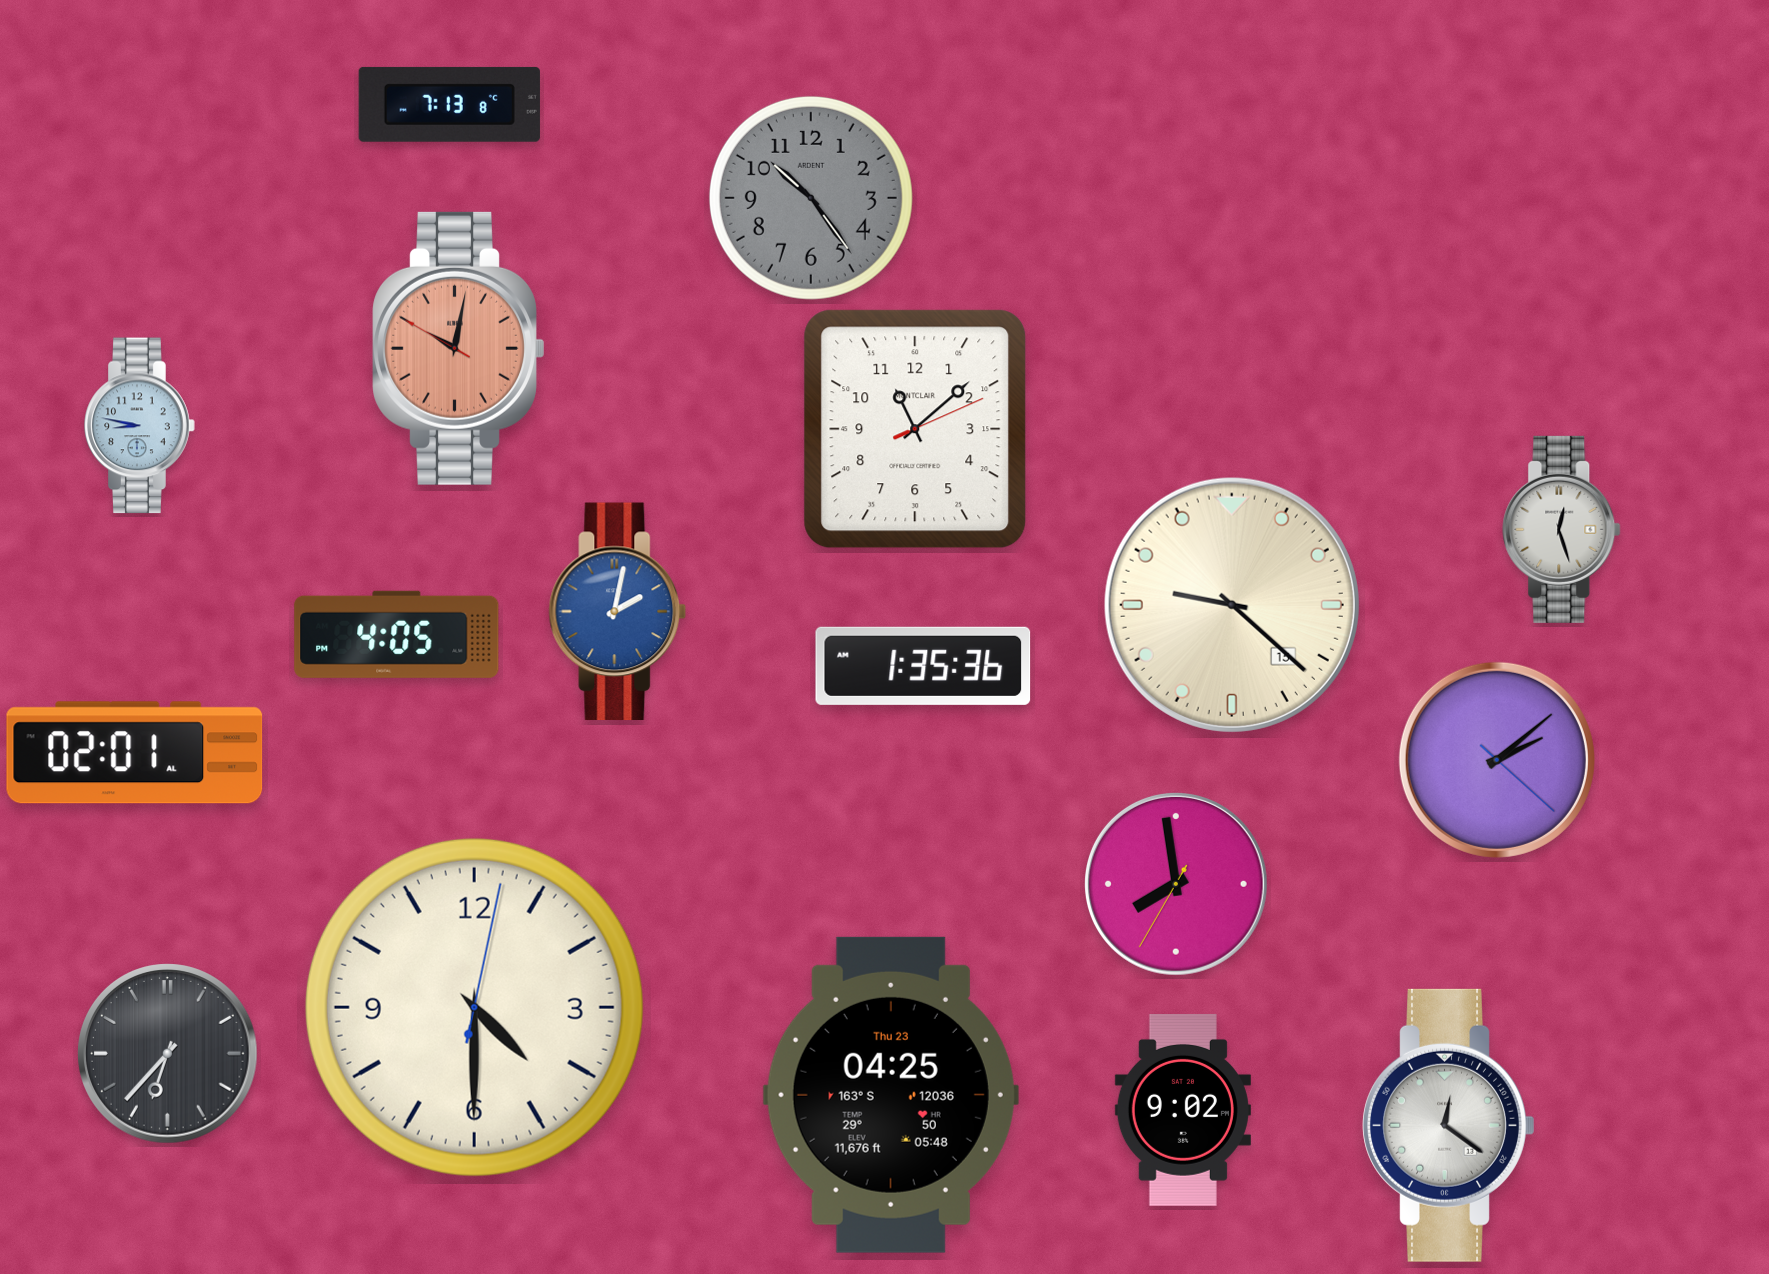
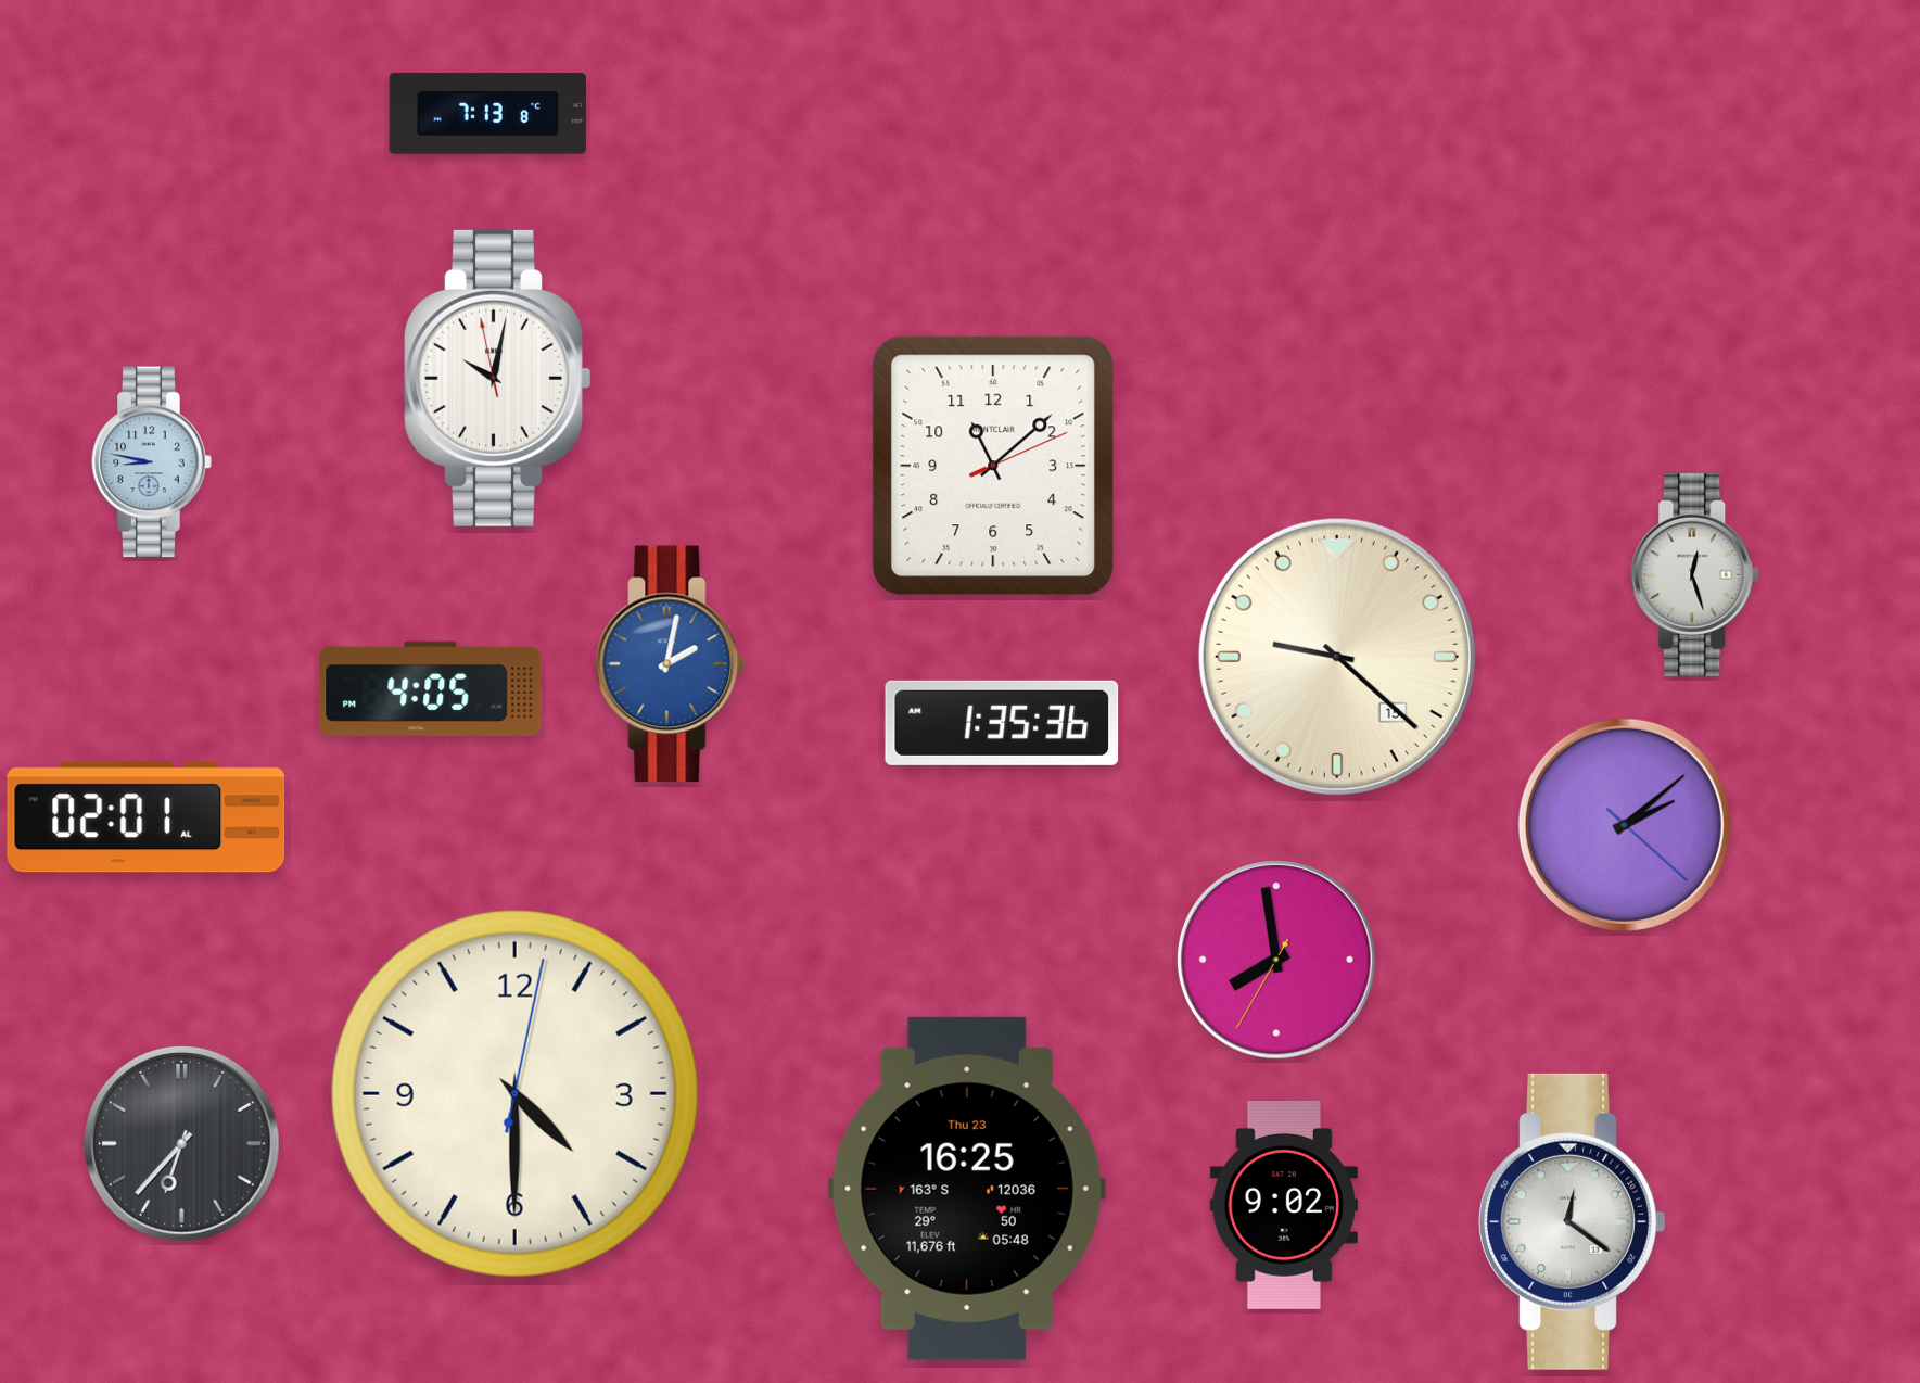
clock at (811, 198): 10:24 -> none
clock at (459, 348): 10:01:50 -> 10:01:58
clock at (459, 348) dial: salmon -> white
clock at (891, 1095): 04:25 -> 16:25
